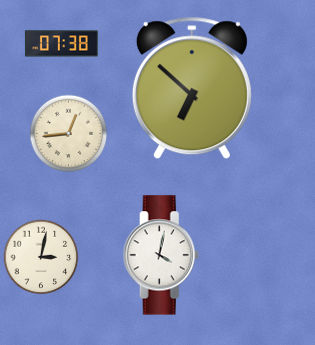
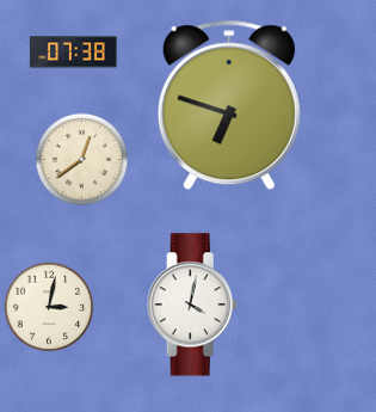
clock at (192, 88): 6:52 -> 6:48
clock at (69, 134): 12:44 -> 12:39
